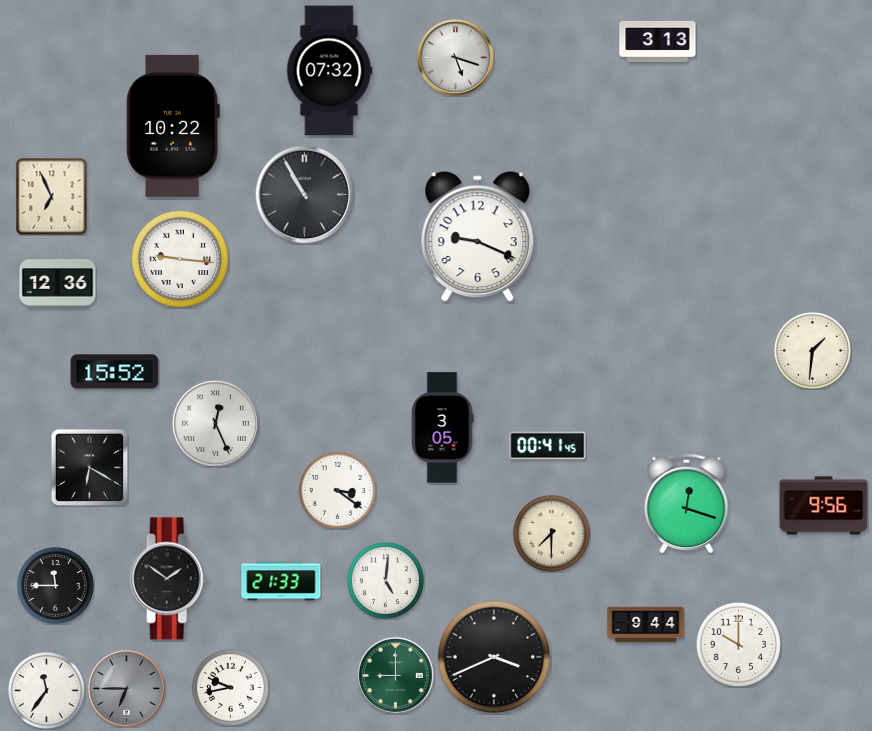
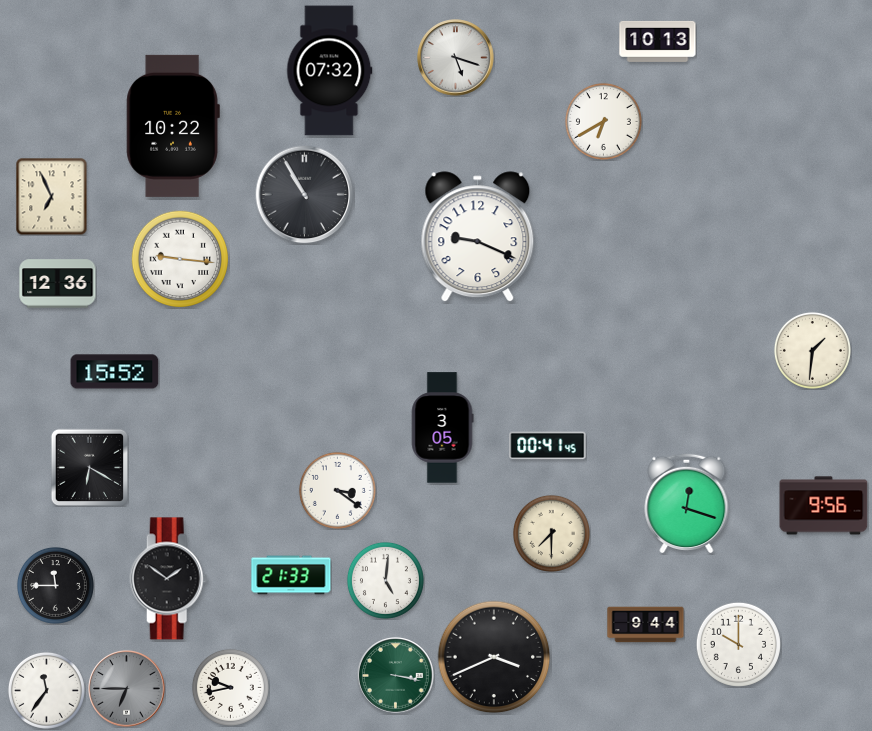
clock at (658, 41): 3:13 -> 10:13
clock at (603, 121): none -> 6:40
clock at (215, 423): 12:26 -> none
clock at (281, 581) position: (281, 581) -> (291, 575)
clock at (396, 676): 9:00 -> 3:17
